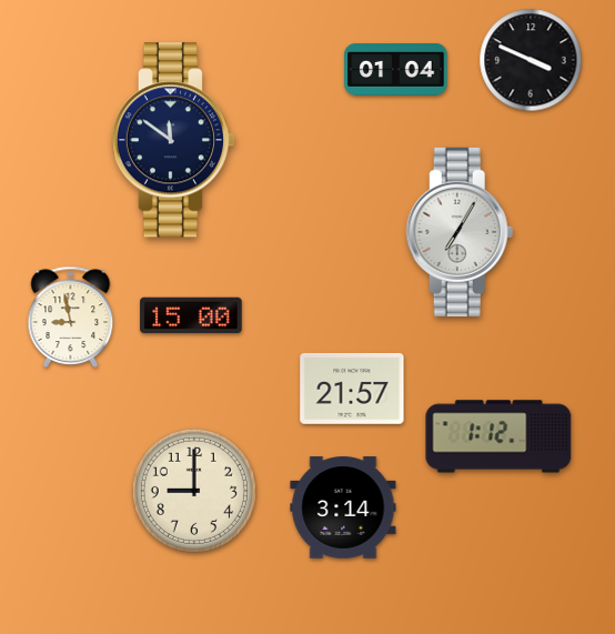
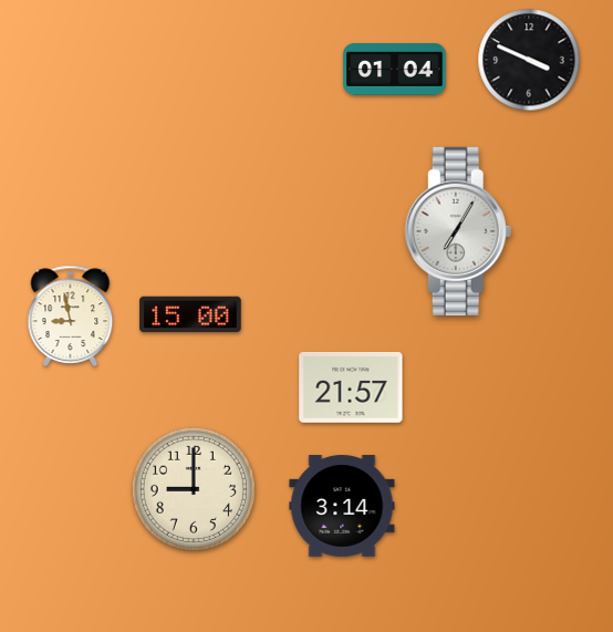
clock at (173, 140): 11:51 -> none
clock at (498, 436): 1:12 -> none
